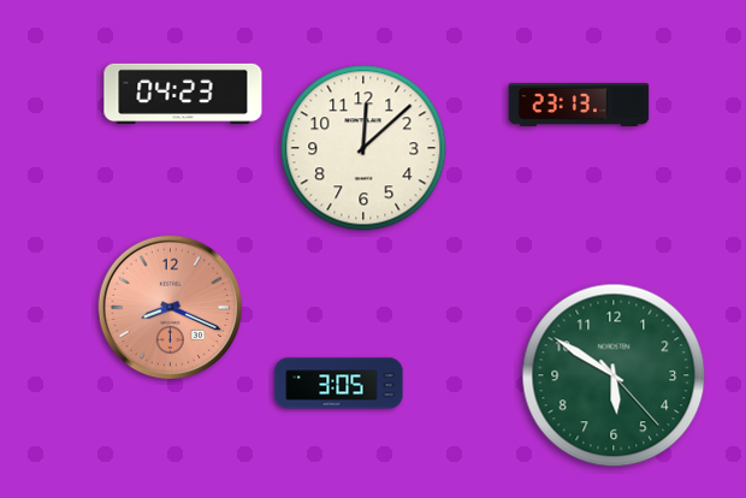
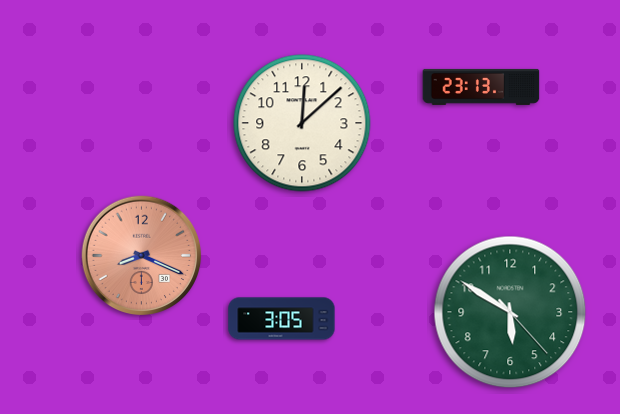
clock at (183, 93): 04:23 -> none
